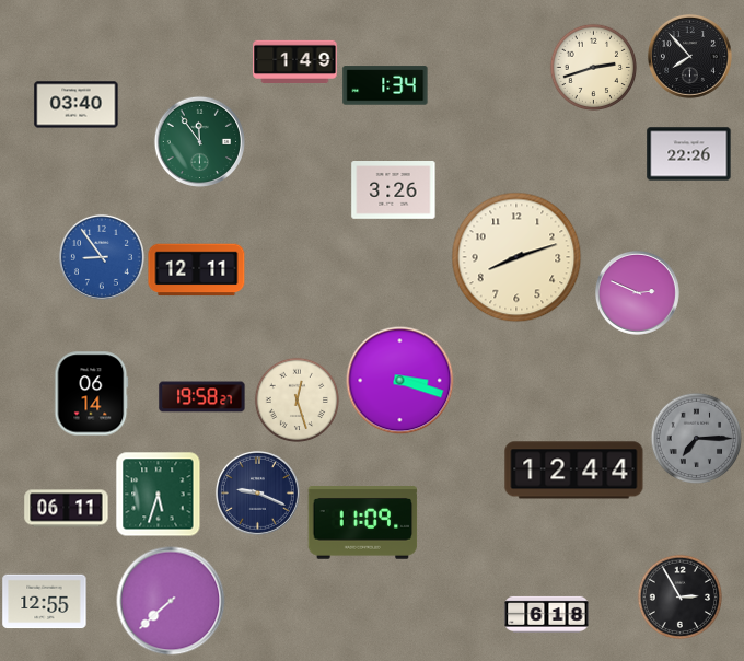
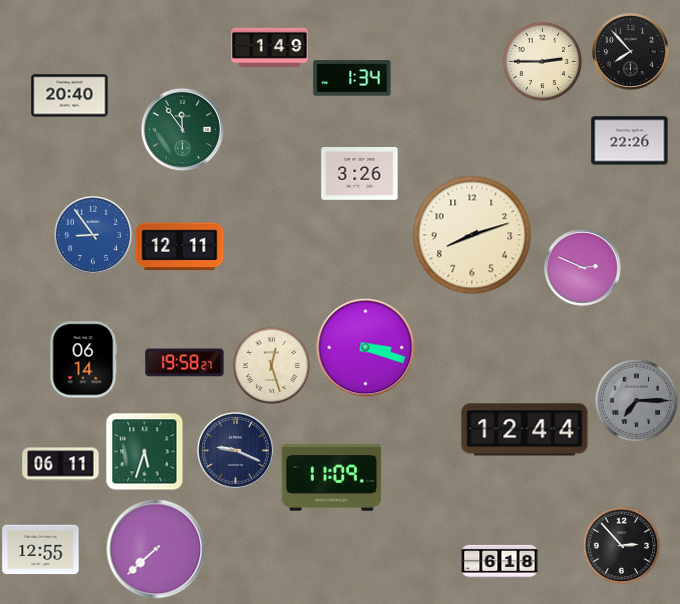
clock at (295, 61) position: (295, 61) -> (270, 47)
clock at (593, 67): 2:42 -> 2:45
clock at (77, 105): 03:40 -> 20:40
clock at (679, 596): 2:55 -> 2:53
